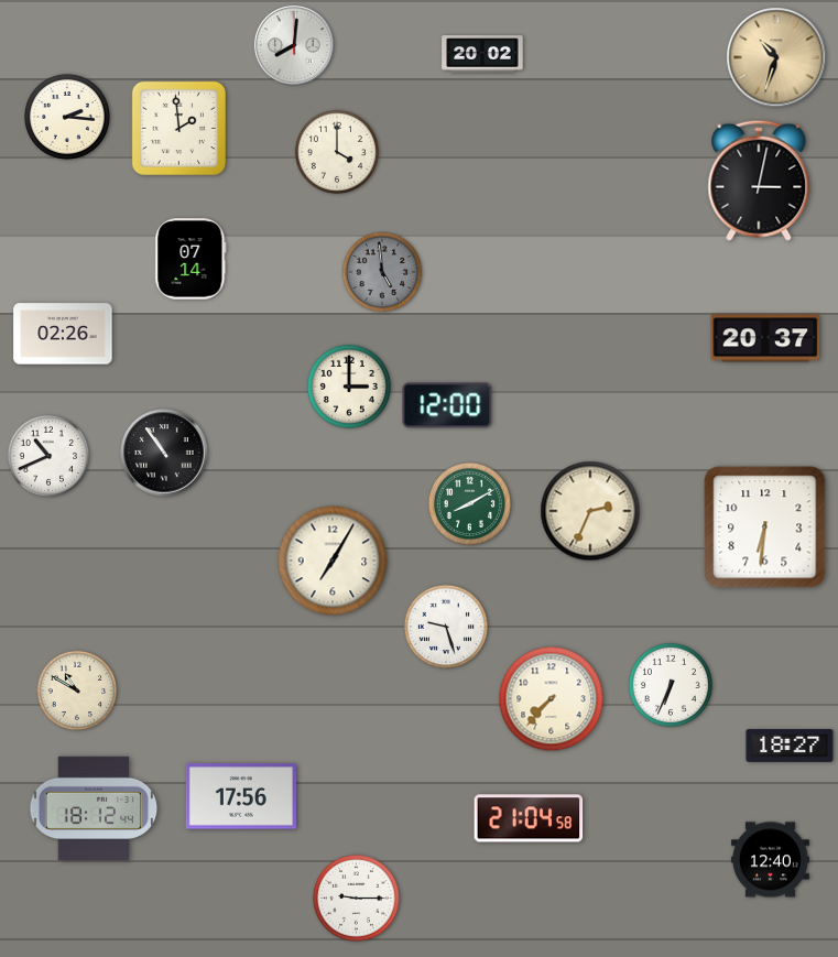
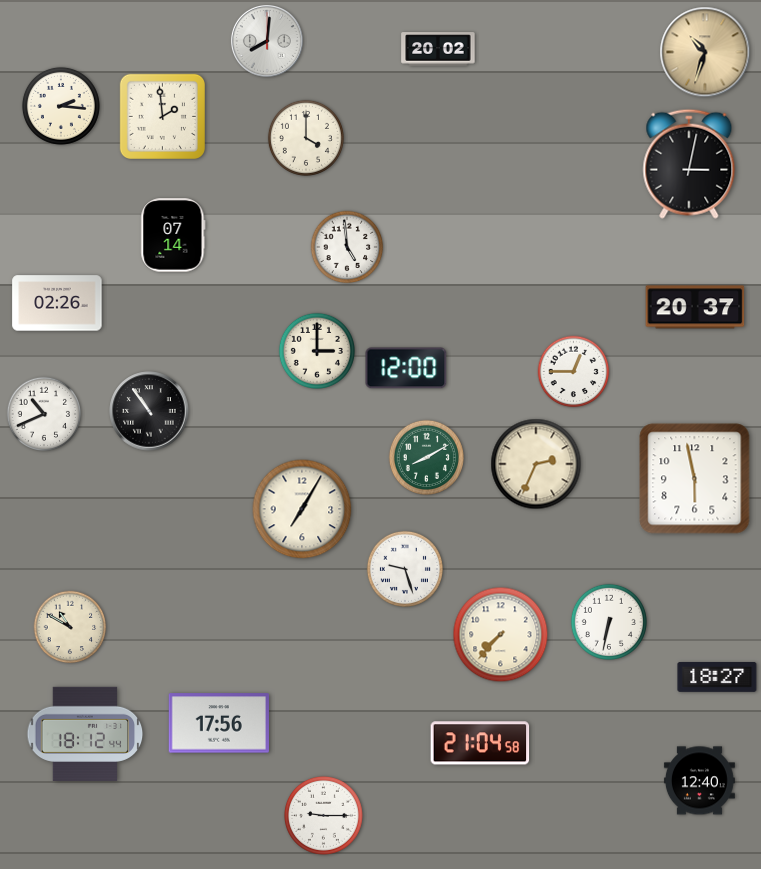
clock at (382, 272) dial: grey -> white
clock at (574, 372): none -> 12:45
clock at (765, 528): 6:31 -> 5:58
clock at (671, 685): 6:34 -> 6:32
